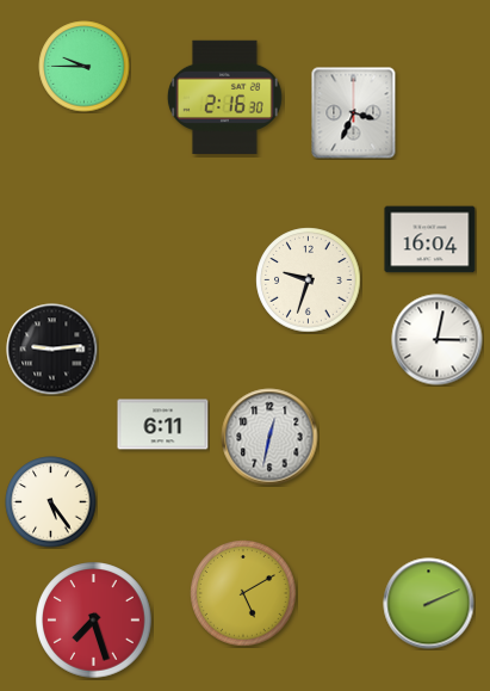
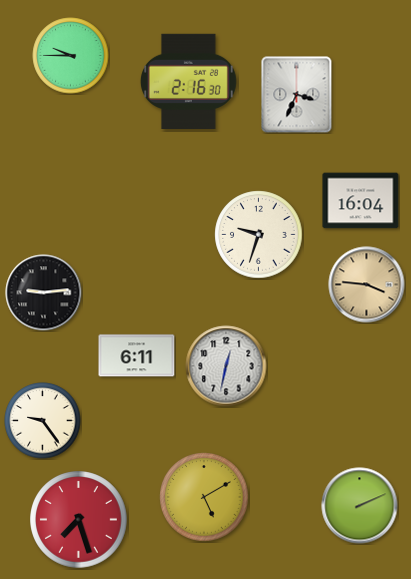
clock at (438, 340): 3:02 -> 3:46
clock at (438, 340) dial: white -> champagne
clock at (51, 502): 5:24 -> 9:24
